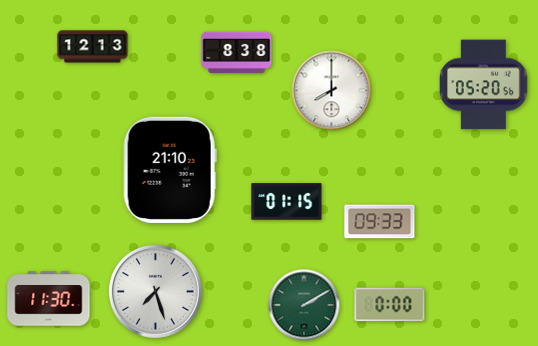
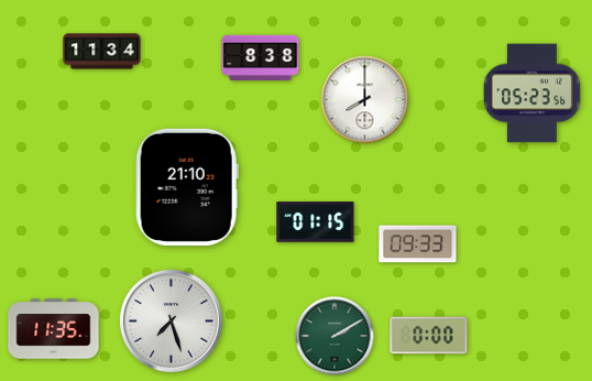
clock at (93, 47): 12:13 -> 11:34
clock at (484, 85): 05:20 -> 05:23
clock at (49, 299): 11:30 -> 11:35
